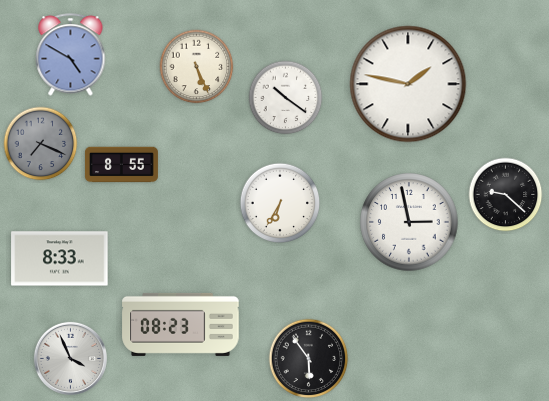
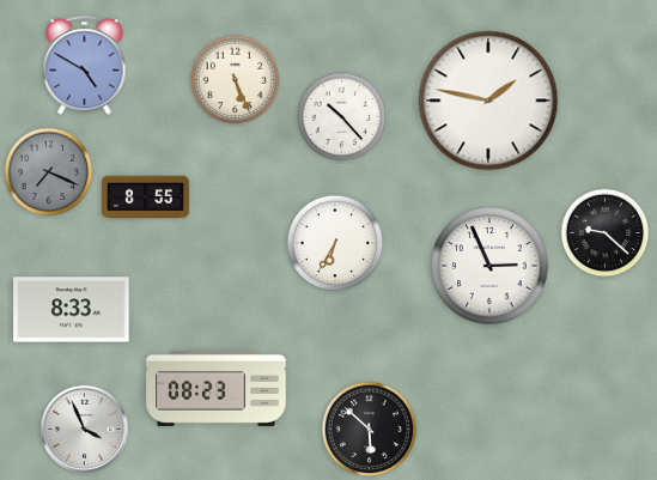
clock at (286, 98): 10:21 -> 10:23
clock at (409, 222): 2:58 -> 2:56
clock at (309, 359): 5:54 -> 5:52
